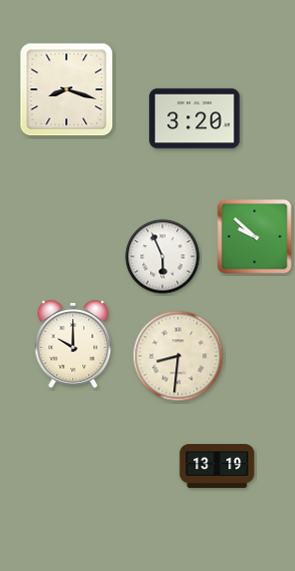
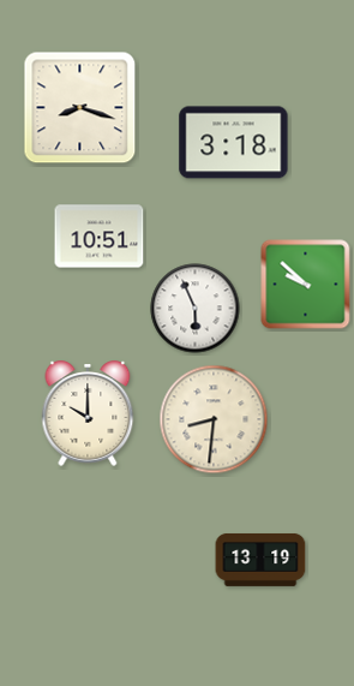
clock at (195, 119): 3:20 -> 3:18
clock at (100, 237): none -> 10:51
clock at (178, 356) position: (178, 356) -> (214, 419)
